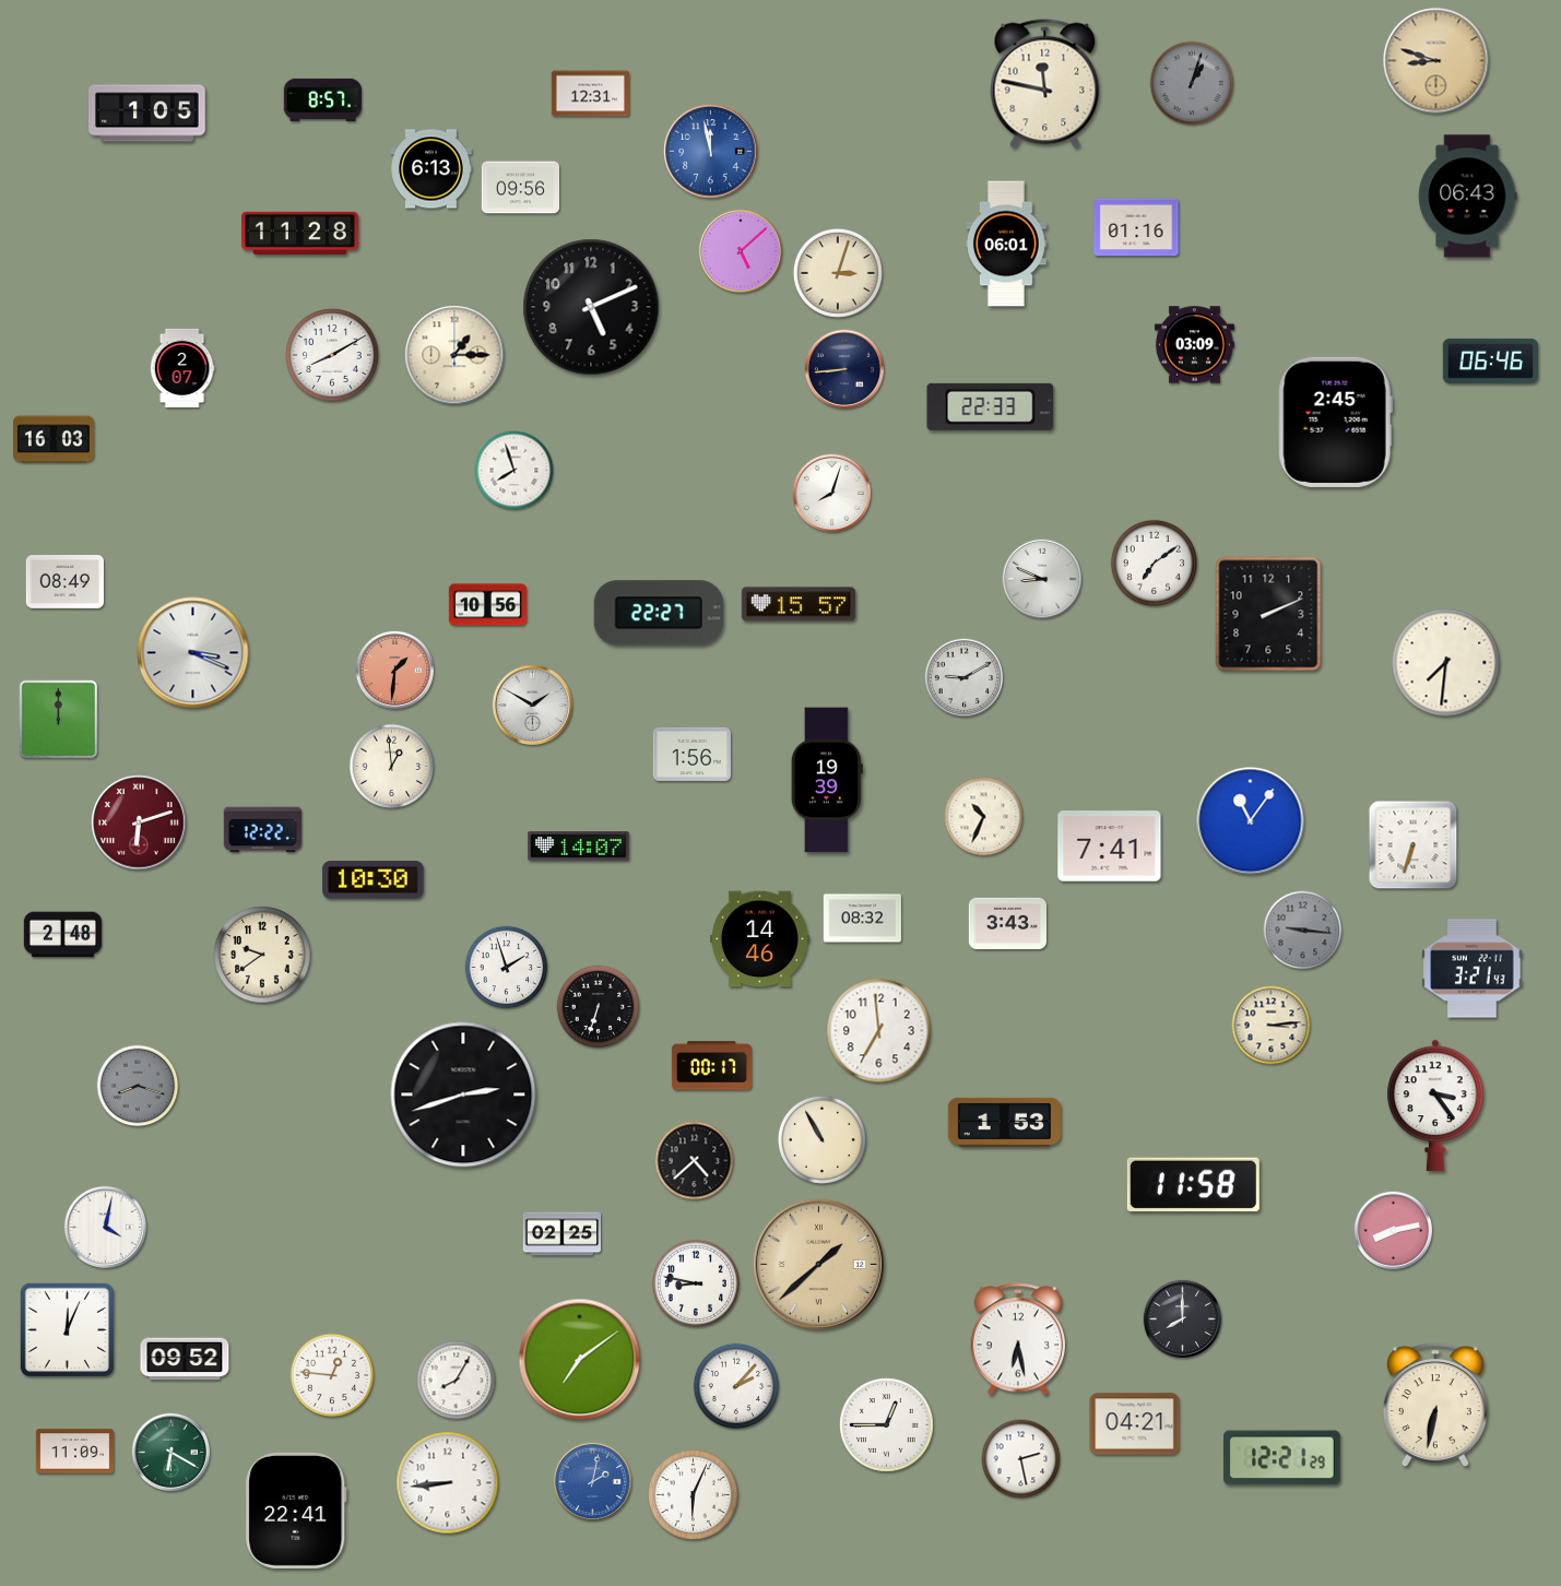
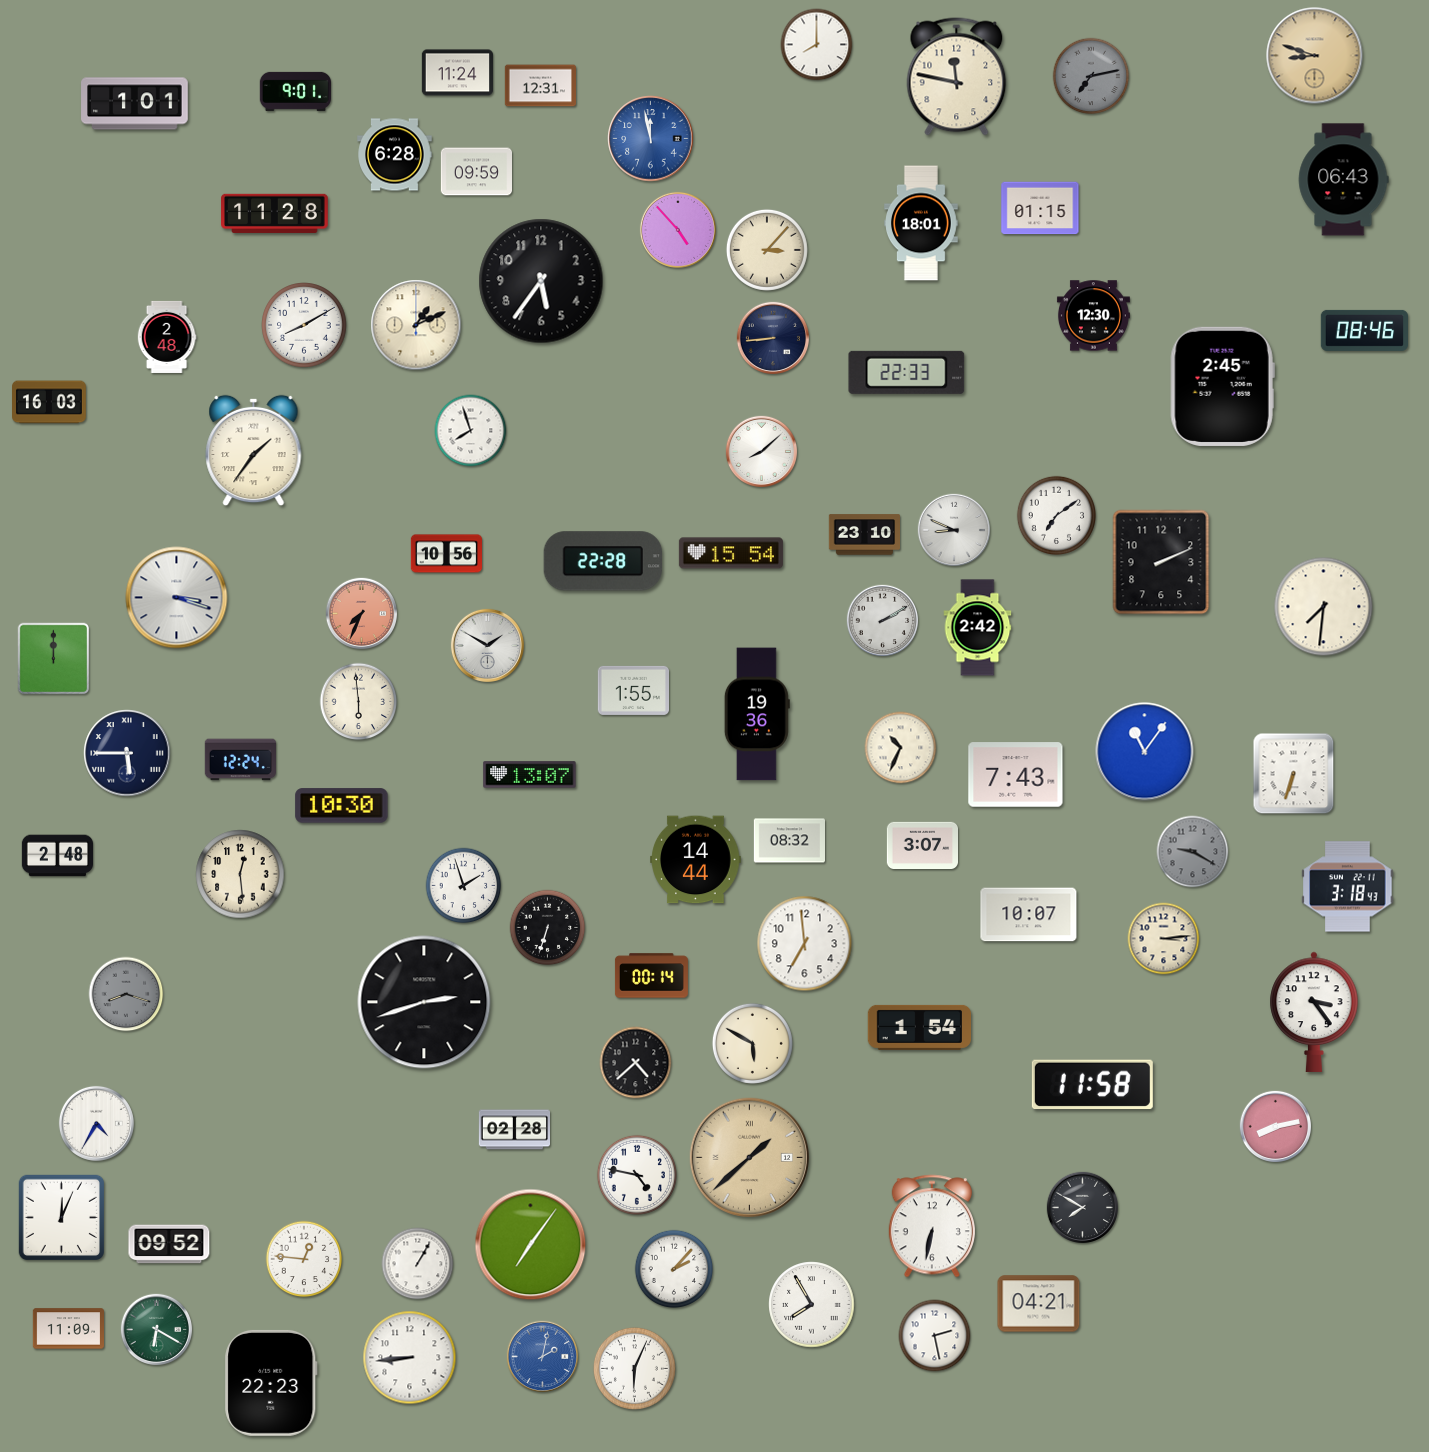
clock at (817, 45): none -> 8:00
clock at (457, 73): none -> 11:24
clock at (1192, 83): 1:03 -> 7:13
clock at (322, 99): 8:57 -> 9:01
clock at (147, 114): 1:05 -> 1:01
clock at (431, 169): 6:13 -> 6:28
clock at (520, 188): 09:56 -> 09:59
clock at (1136, 227): 01:16 -> 01:15
clock at (1007, 244): 06:01 -> 18:01
clock at (741, 251): 5:08 -> 4:53
clock at (838, 273): 3:03 -> 3:07
clock at (591, 307): 5:11 -> 5:36
clock at (1194, 345): 03:09 -> 12:30
clock at (454, 355): 1:15 -> 1:11
clock at (1490, 360): 06:46 -> 08:46
clock at (182, 368): 2:07 -> 2:48
clock at (254, 451): none -> 1:36
clock at (832, 494): 8:03 -> 8:08
clock at (64, 582): 08:49 -> none
clock at (864, 535): none -> 23:10
clock at (799, 604): 15:57 -> 15:54
clock at (658, 613): 22:27 -> 22:28
clock at (193, 653): 3:19 -> 3:18
clock at (395, 671): 1:31 -> 7:34
clock at (965, 678): 9:10 -> 2:10
clock at (978, 628): none -> 2:42
clock at (691, 754): 1:56 -> 1:55
clock at (392, 767): 12:59 -> 5:59
clock at (827, 780): 19:39 -> 19:36
clock at (139, 822): 6:12 -> 5:45
clock at (139, 822) dial: burgundy -> navy
clock at (262, 830): 12:22 -> 12:24
clock at (579, 847): 14:07 -> 13:07
clock at (1110, 847): 7:41 -> 7:43
clock at (1007, 923): 3:43 -> 3:07
clock at (1303, 931): 9:16 -> 9:20
clock at (760, 939): 14:46 -> 14:44
clock at (262, 955): 9:39 -> 12:29
clock at (1473, 969): 3:21 -> 3:18
clock at (1029, 915): none -> 10:07
clock at (599, 1007) position: (599, 1007) -> (548, 928)
clock at (711, 1066): 00:17 -> 00:14
clock at (1004, 1122): 1:53 -> 1:54
clock at (821, 1139): 10:55 -> 5:50
clock at (105, 1227): 4:02 -> 4:35
clock at (561, 1234): 02:25 -> 02:28
clock at (696, 1283): 8:47 -> 4:47
clock at (1183, 1319): 8:00 -> 7:50
clock at (1018, 1339): 6:28 -> 6:32
clock at (580, 1360): 7:09 -> 7:06
clock at (457, 1381): 8:05 -> 1:05
clock at (1435, 1405): 6:32 -> none
clock at (887, 1425): 12:45 -> 7:55
clock at (1281, 1458): 12:21 -> none
clock at (296, 1511): 22:41 -> 22:23
